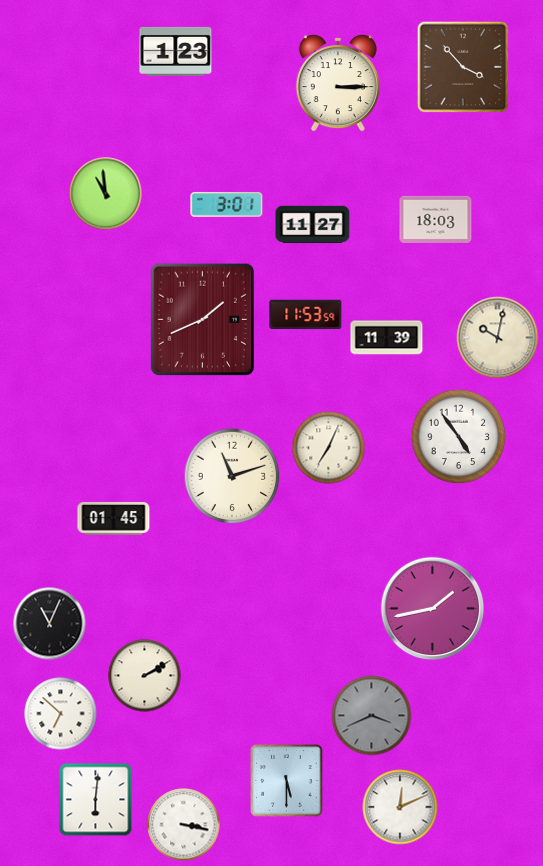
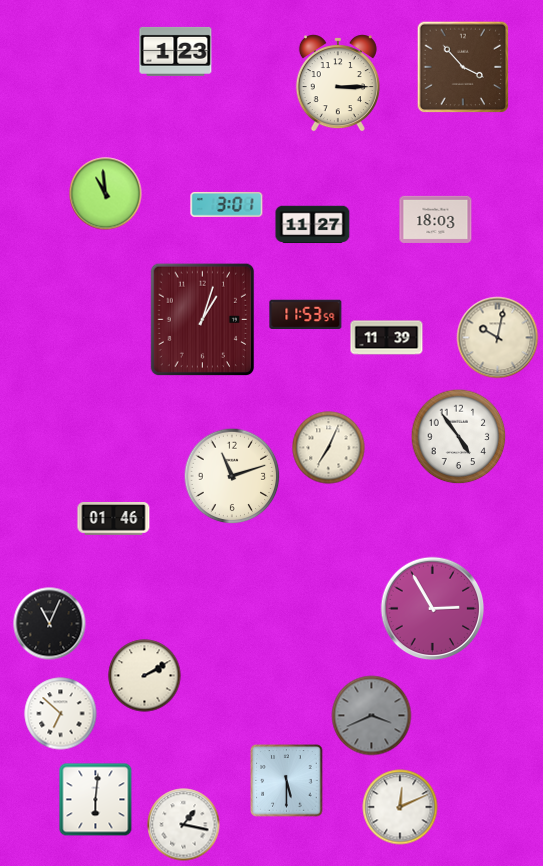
clock at (203, 320): 1:41 -> 1:03
clock at (114, 519): 01:45 -> 01:46
clock at (433, 609): 1:43 -> 2:55
clock at (184, 825): 3:17 -> 1:17
